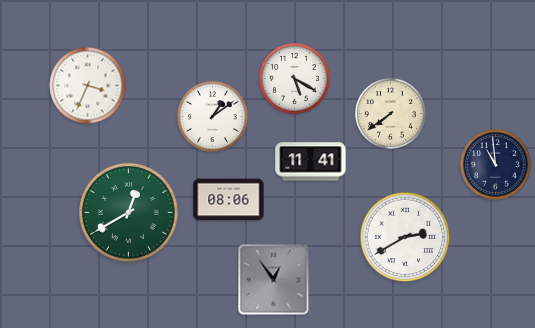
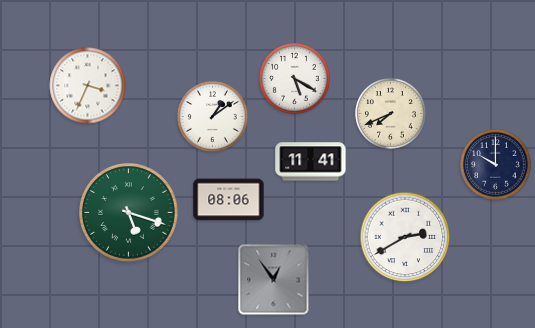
clock at (391, 114): 7:39 -> 7:41
clock at (496, 165): 10:59 -> 10:00
clock at (129, 213): 12:40 -> 5:18
